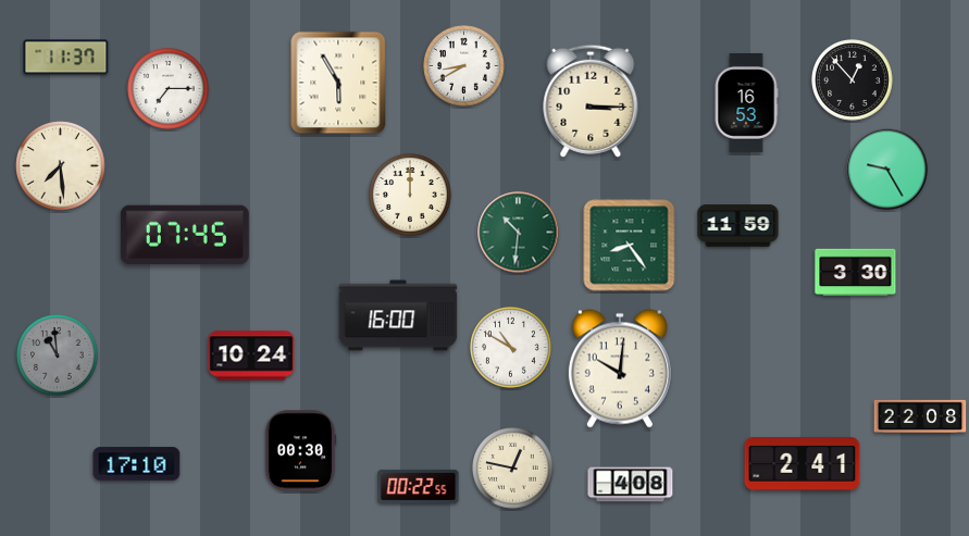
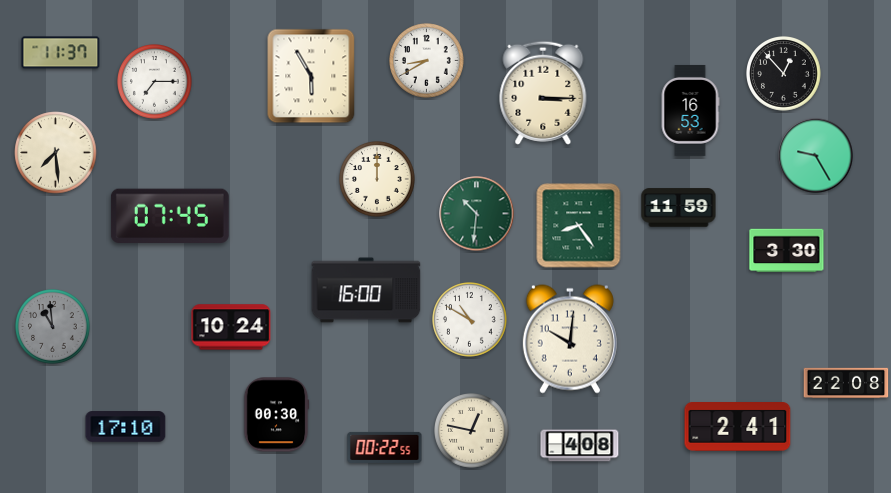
clock at (746, 102) position: (746, 102) -> (690, 110)
